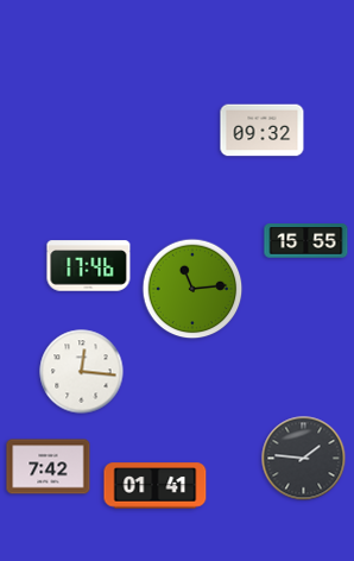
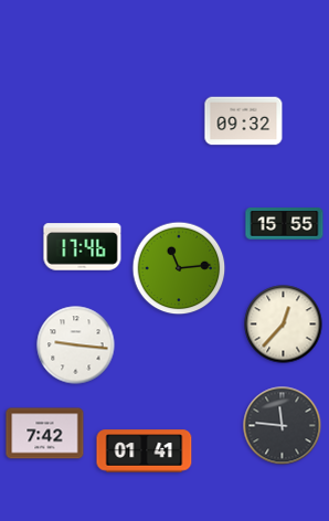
clock at (284, 325): none -> 12:37
clock at (82, 372): 12:16 -> 9:16
clock at (304, 459): 1:46 -> 11:46
